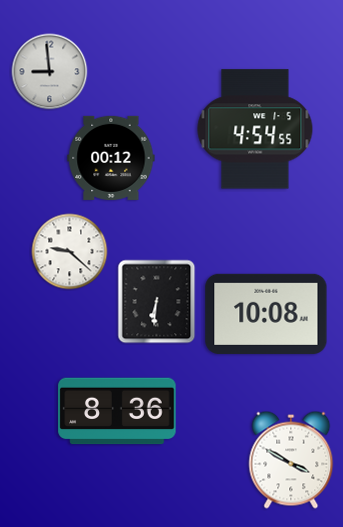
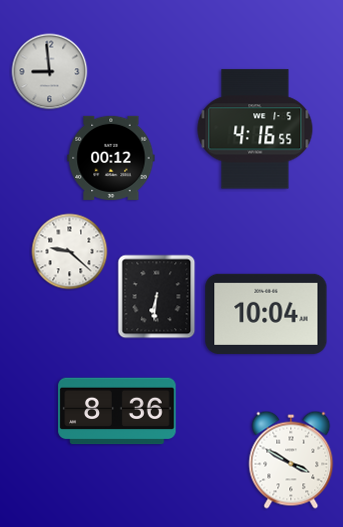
clock at (255, 129): 4:54 -> 4:16
clock at (157, 302) position: (157, 302) -> (157, 297)
clock at (266, 314): 10:08 -> 10:04
